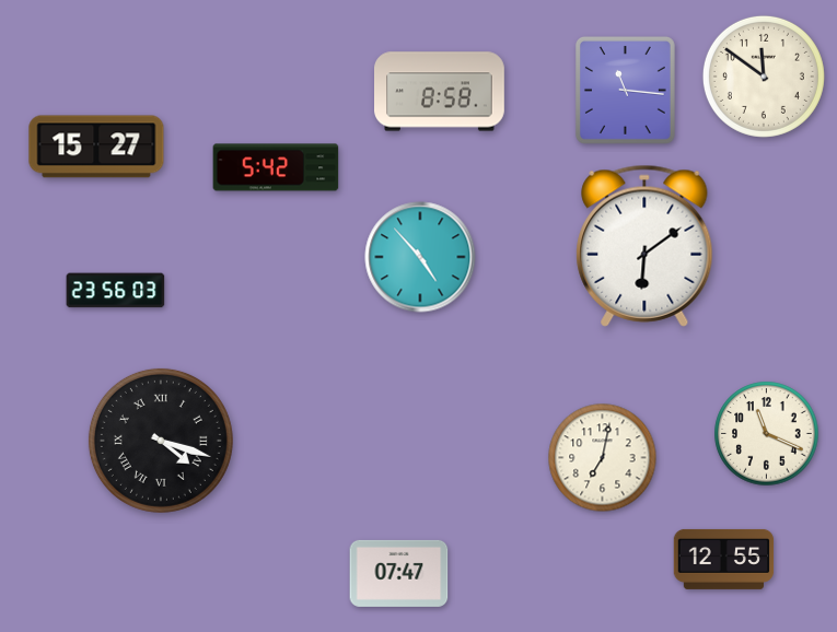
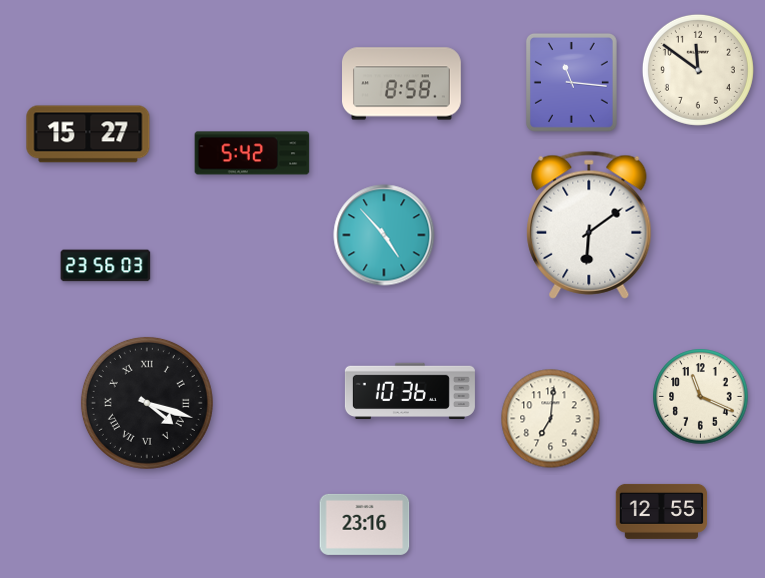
clock at (410, 391): none -> 10:36
clock at (603, 458): 7:02 -> 7:01
clock at (399, 573): 07:47 -> 23:16
